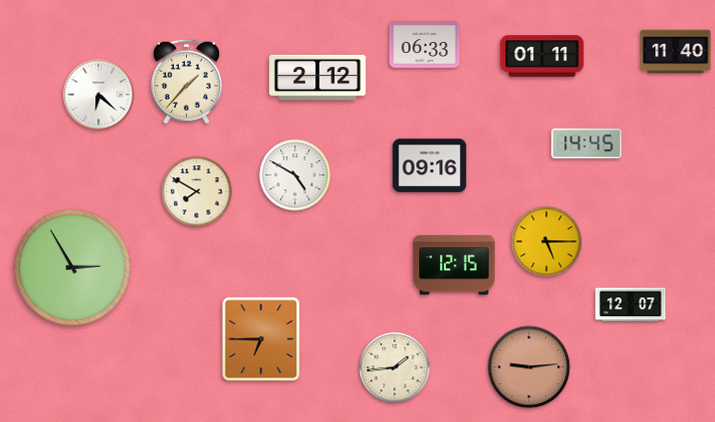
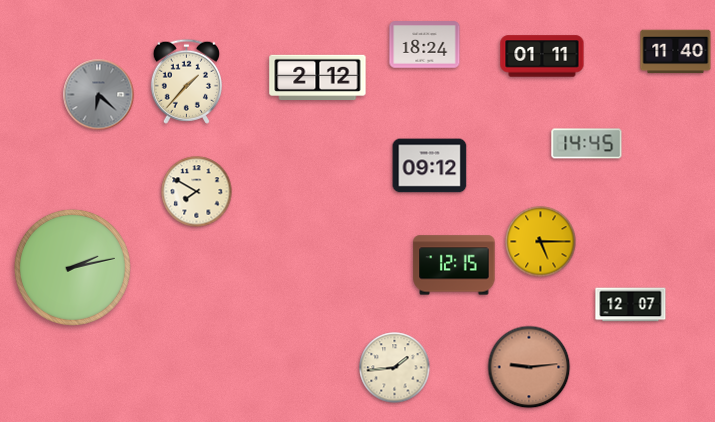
clock at (425, 45): 06:33 -> 18:24
clock at (99, 95) dial: white -> grey
clock at (430, 166): 09:16 -> 09:12
clock at (295, 175): 4:50 -> none
clock at (547, 242) position: (547, 242) -> (541, 242)
clock at (72, 267): 2:55 -> 2:13
clock at (261, 339): 6:45 -> none
